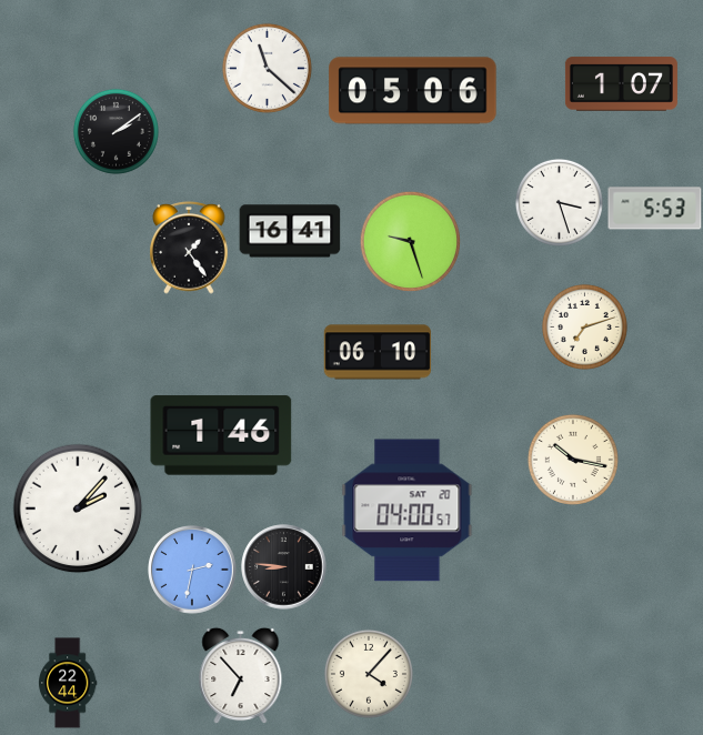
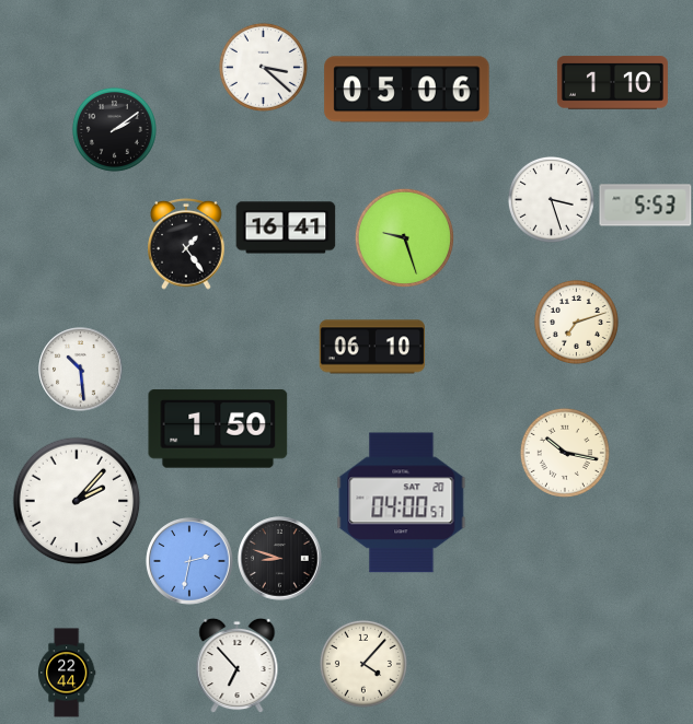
clock at (267, 68): 11:22 -> 3:22
clock at (621, 84): 1:07 -> 1:10
clock at (81, 370): none -> 10:29
clock at (221, 435): 1:46 -> 1:50
clock at (284, 567): 8:46 -> 8:48
